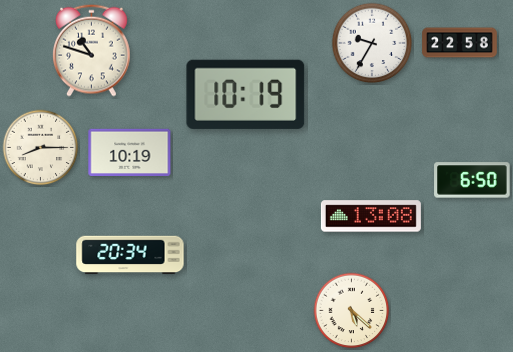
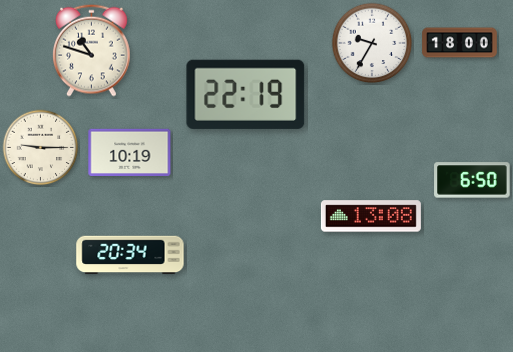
clock at (460, 43): 22:58 -> 18:00
clock at (246, 94): 10:19 -> 22:19
clock at (41, 148): 8:15 -> 9:15
clock at (352, 311): 5:22 -> none
